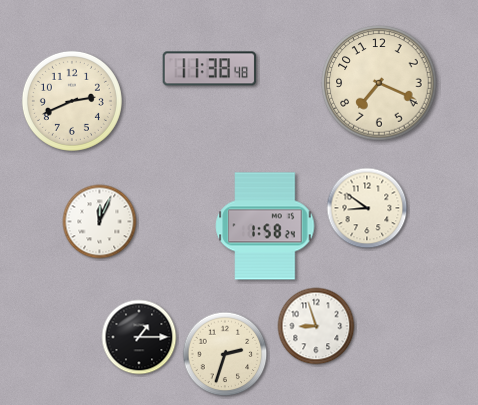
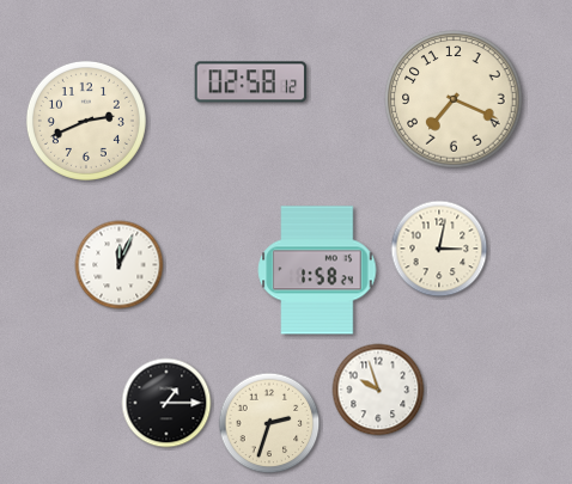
clock at (210, 69): 11:38 -> 02:58
clock at (367, 208): 8:51 -> 3:02
clock at (316, 326): 8:57 -> 9:57
